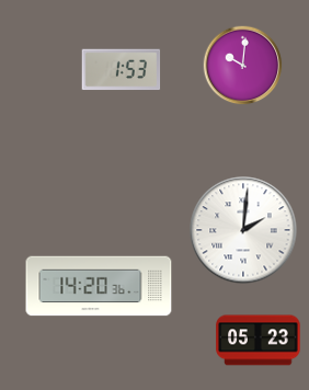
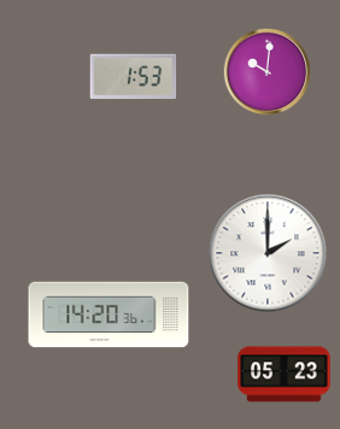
clock at (243, 230): 2:01 -> 2:00
